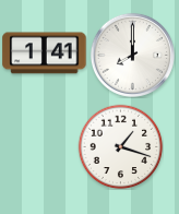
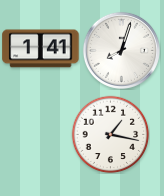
clock at (132, 55): 8:00 -> 8:03
clock at (120, 146): 1:18 -> 1:17
